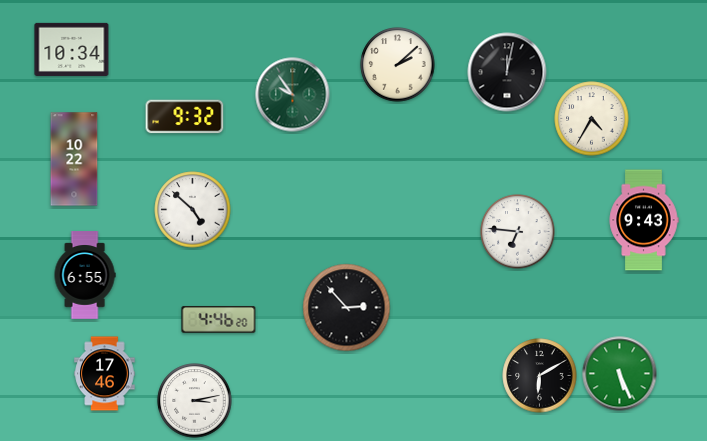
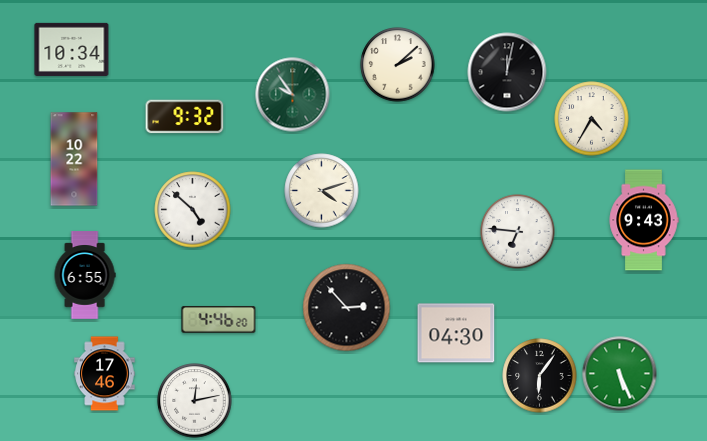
clock at (322, 191): none -> 4:12
clock at (456, 333): none -> 04:30
clock at (540, 376): 6:10 -> 6:06
clock at (195, 401): 3:13 -> 12:13
